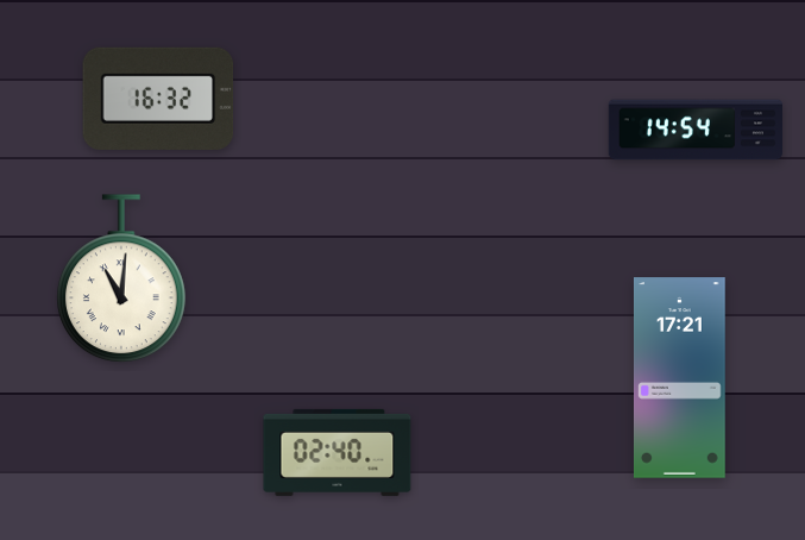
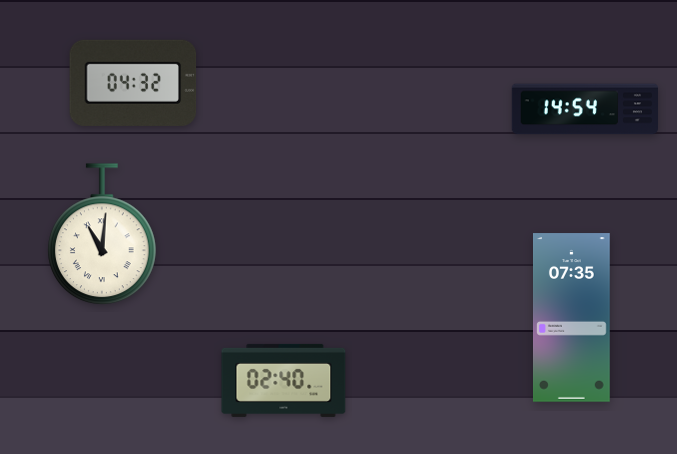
clock at (158, 99): 16:32 -> 04:32
clock at (680, 378): 17:21 -> 07:35
